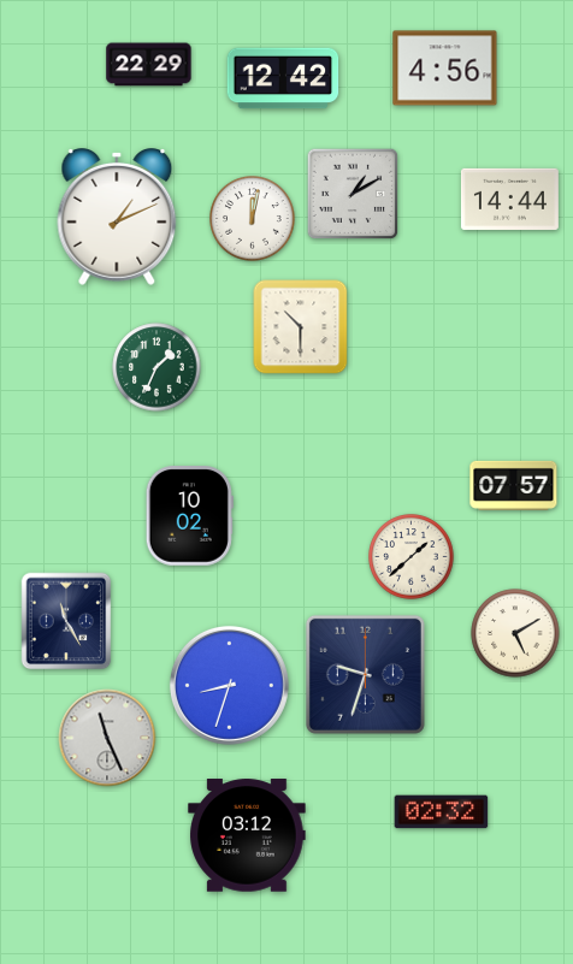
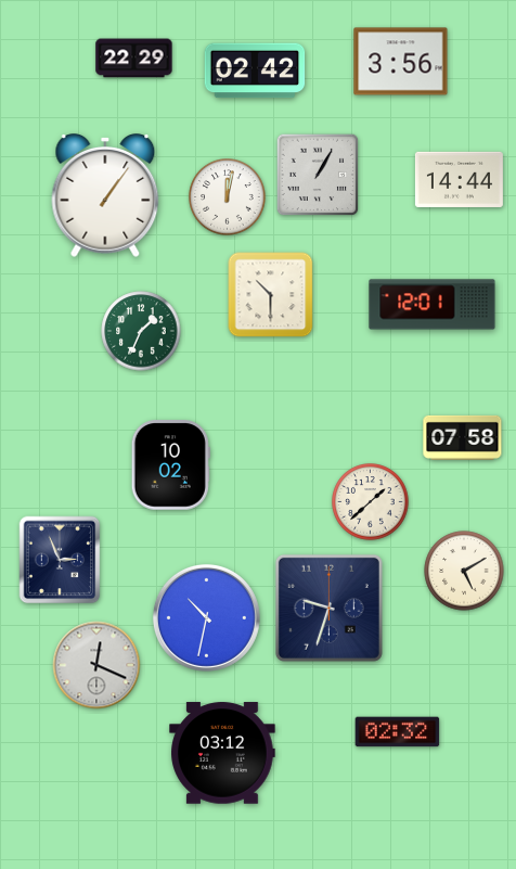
clock at (445, 69): 4:56 -> 3:56
clock at (283, 78): 12:42 -> 02:42
clock at (353, 194): 1:10 -> 1:05
clock at (117, 218): 1:11 -> 1:06
clock at (433, 305): none -> 12:01
clock at (514, 485): 07:57 -> 07:58
clock at (66, 621): 11:25 -> 2:56
clock at (229, 685): 8:33 -> 10:32
clock at (107, 738): 11:26 -> 12:19
